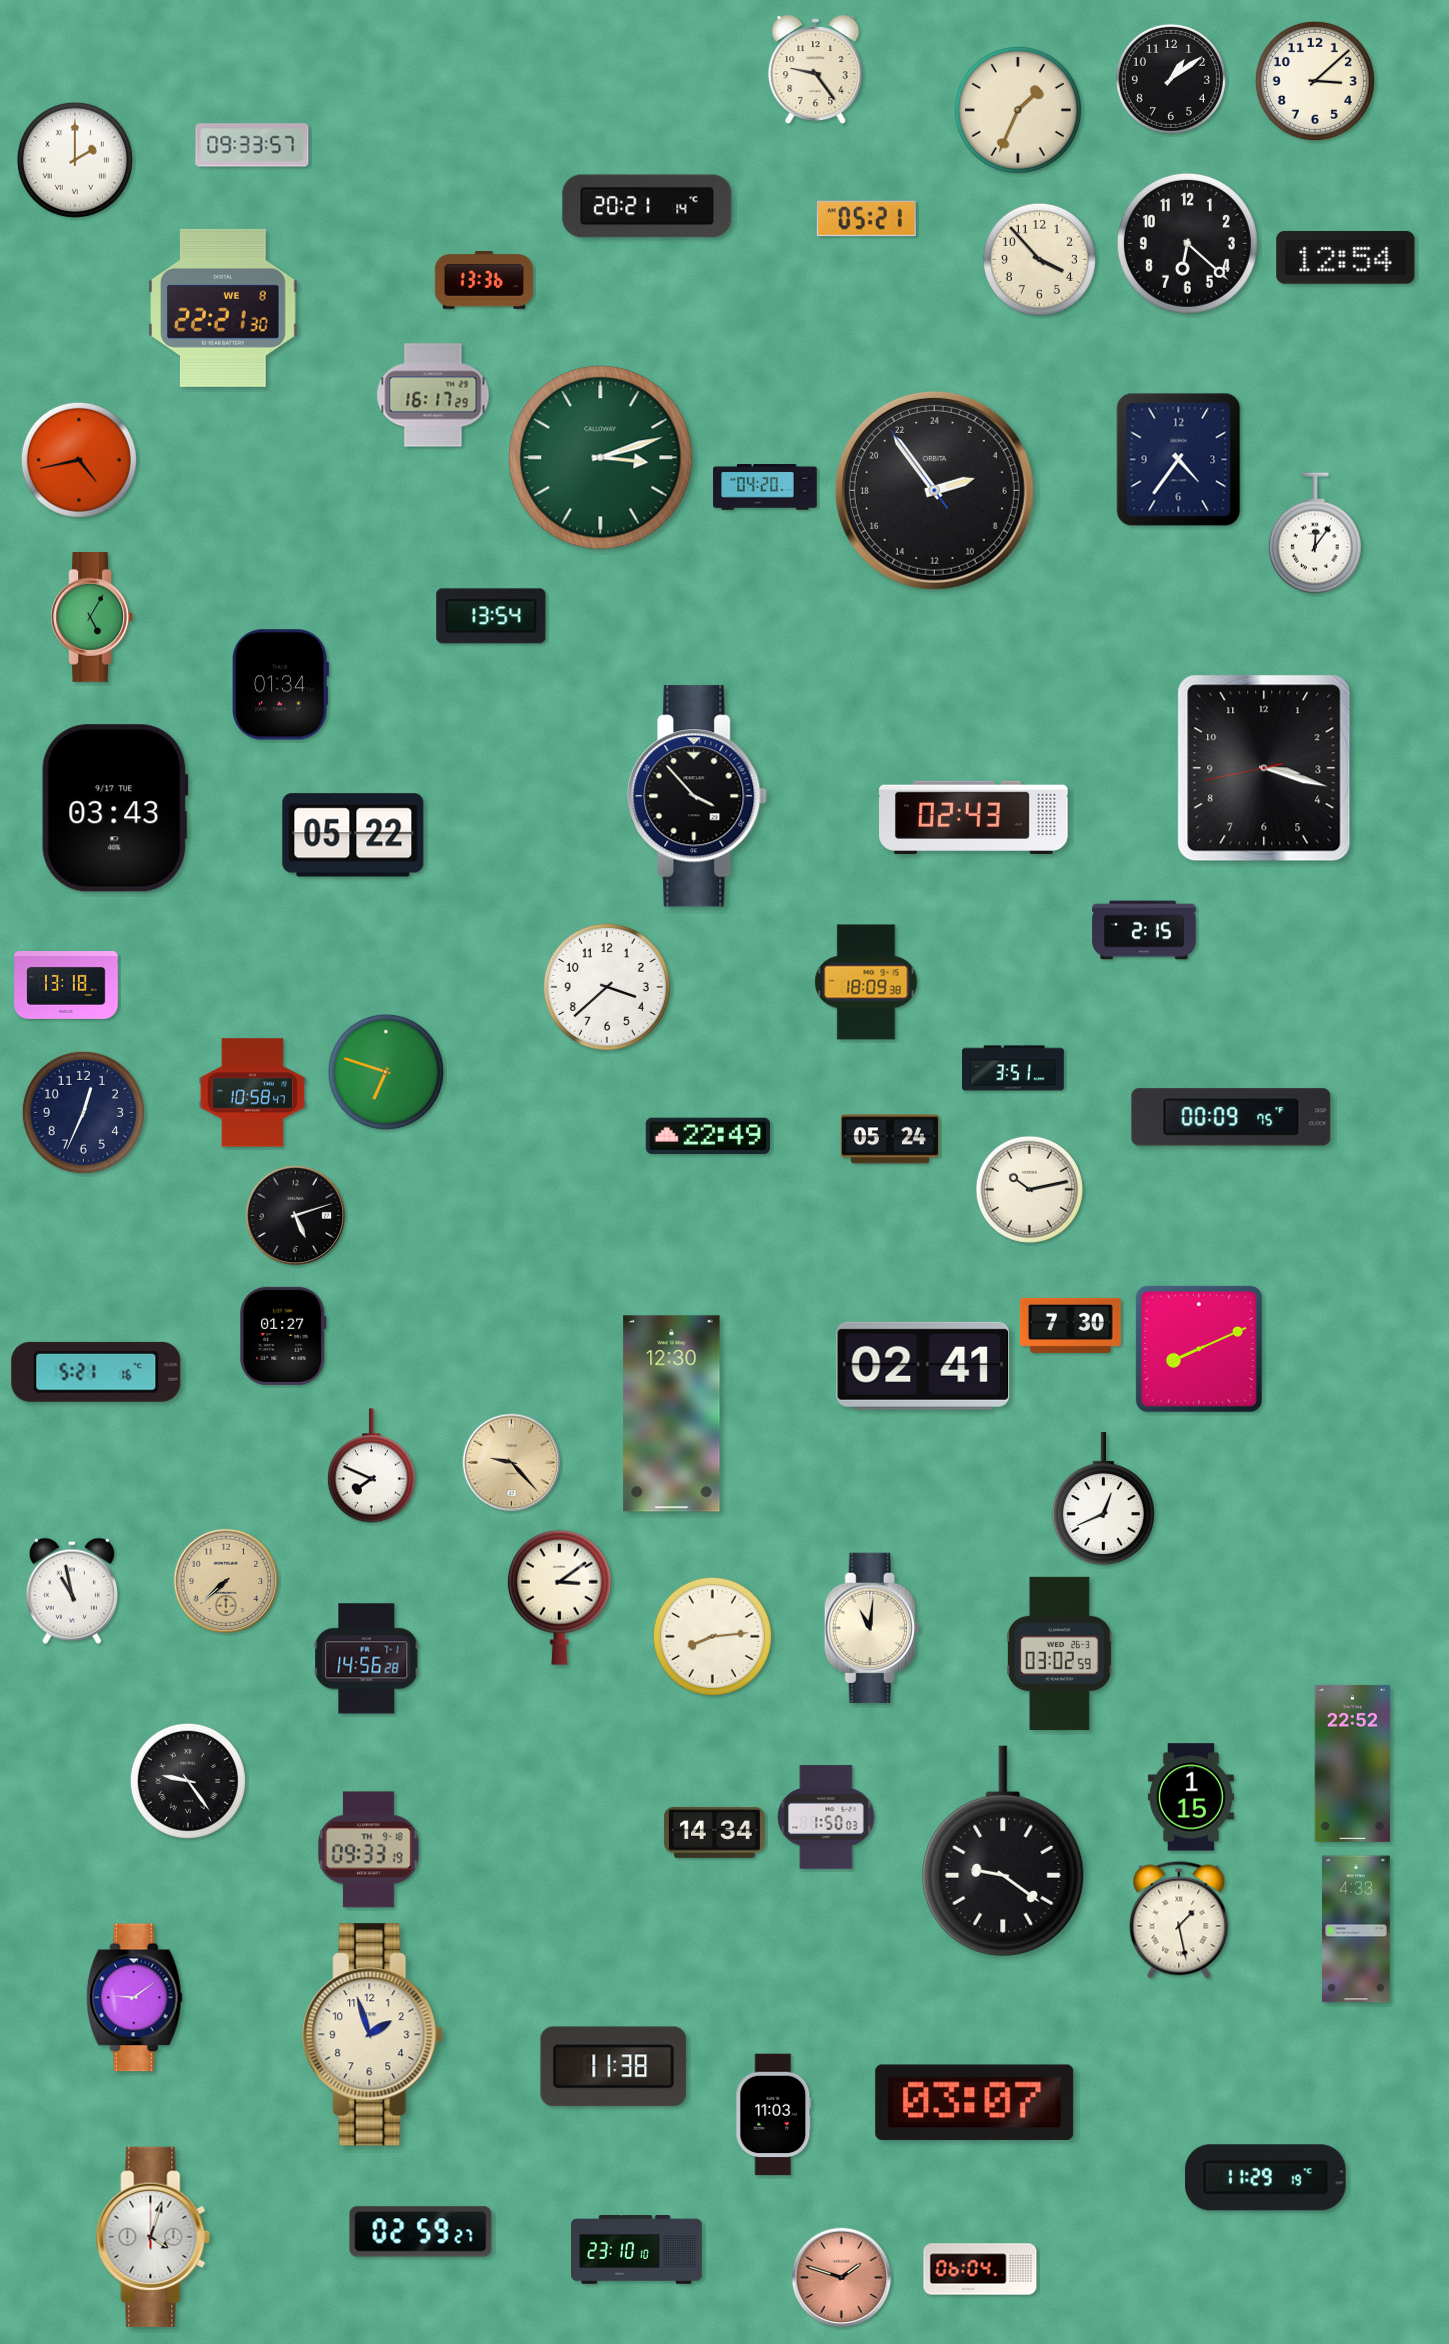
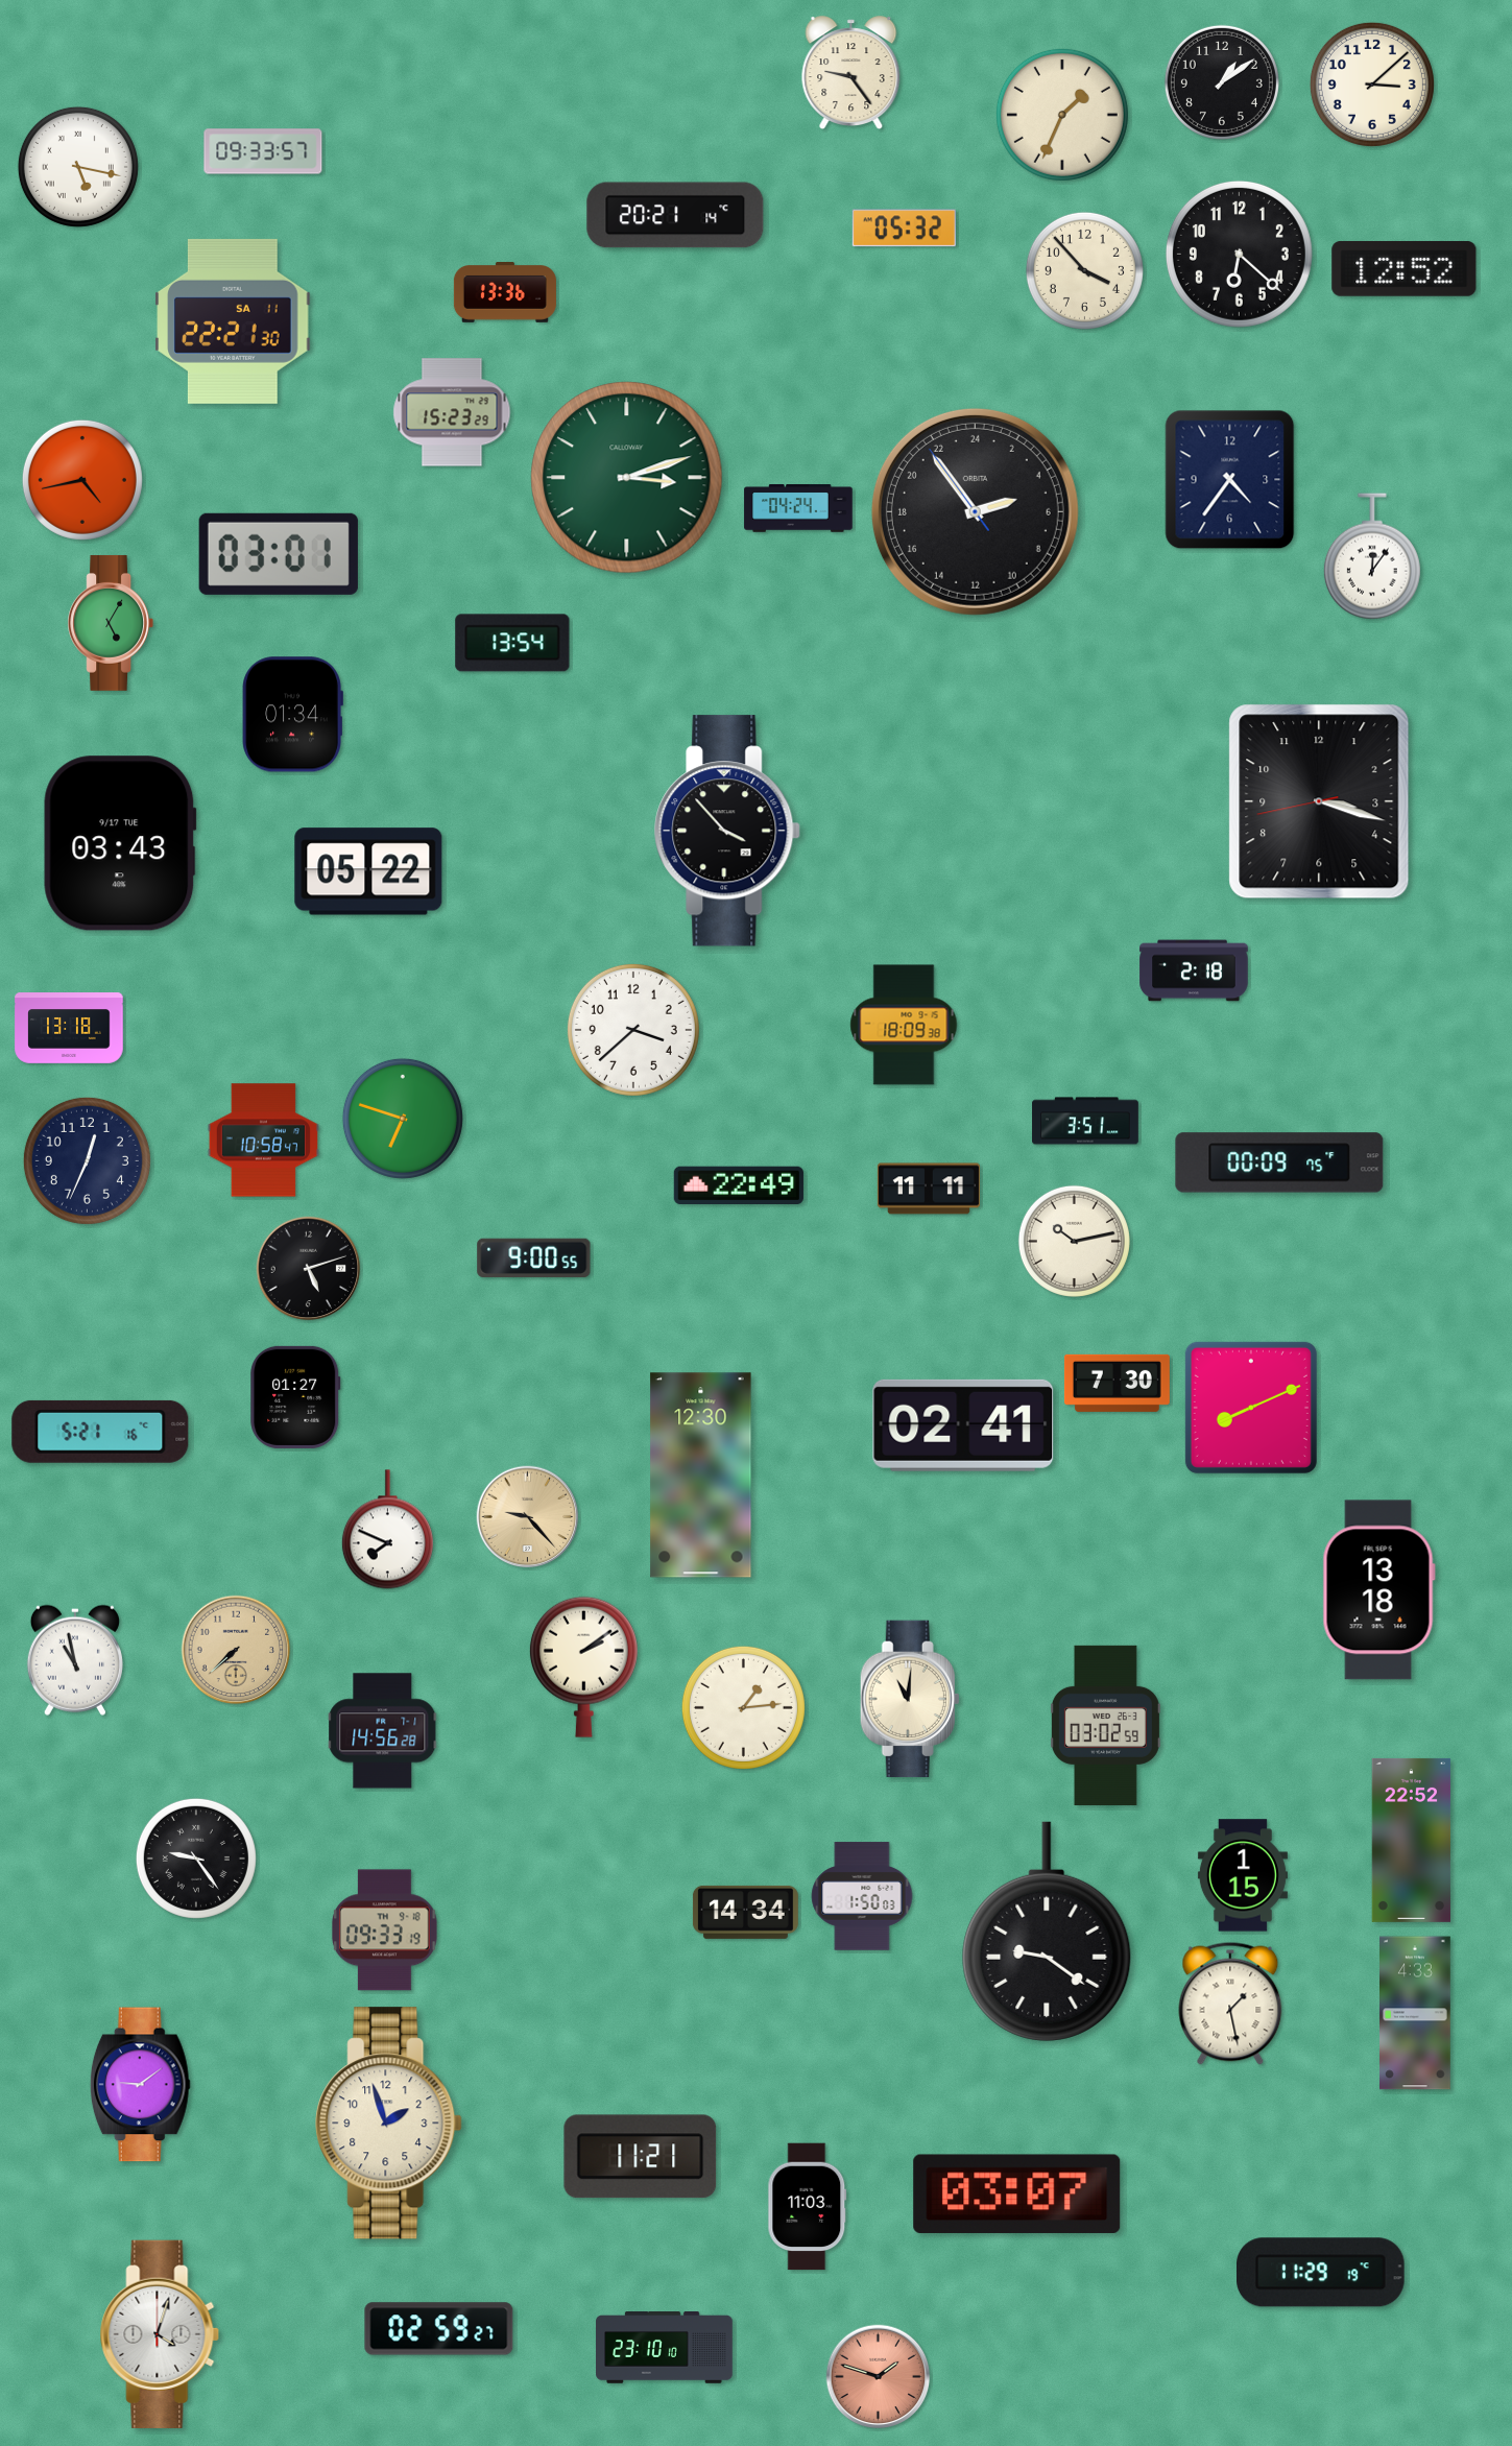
clock at (75, 160): 2:00 -> 5:17
clock at (866, 219): 05:21 -> 05:32
clock at (1346, 258): 12:54 -> 12:52
clock at (223, 308) date: WE 8 -> SA 11
clock at (433, 395): 16:17 -> 15:23
clock at (765, 487): 04:20 -> 04:24
clock at (279, 554): none -> 03:01
clock at (92, 617) position: (92, 617) -> (111, 623)
clock at (974, 817): 02:43 -> none
clock at (1144, 930): 2:15 -> 2:18
clock at (1013, 1068) position: (1013, 1068) -> (1085, 1121)
clock at (1231, 1117) position: (1231, 1117) -> (1279, 1162)
clock at (890, 1139): 05:24 -> 11:11
clock at (534, 1257): none -> 9:00
clock at (283, 1336) position: (283, 1336) -> (295, 1397)
clock at (512, 1463) position: (512, 1463) -> (528, 1517)
clock at (1103, 1499): 12:41 -> none
clock at (1378, 1590): none -> 13:18
clock at (559, 1597): 3:09 -> 2:09
clock at (712, 1636): 8:14 -> 1:14
clock at (614, 2067): 11:38 -> 11:21
clock at (980, 2269): 06:04 -> none
